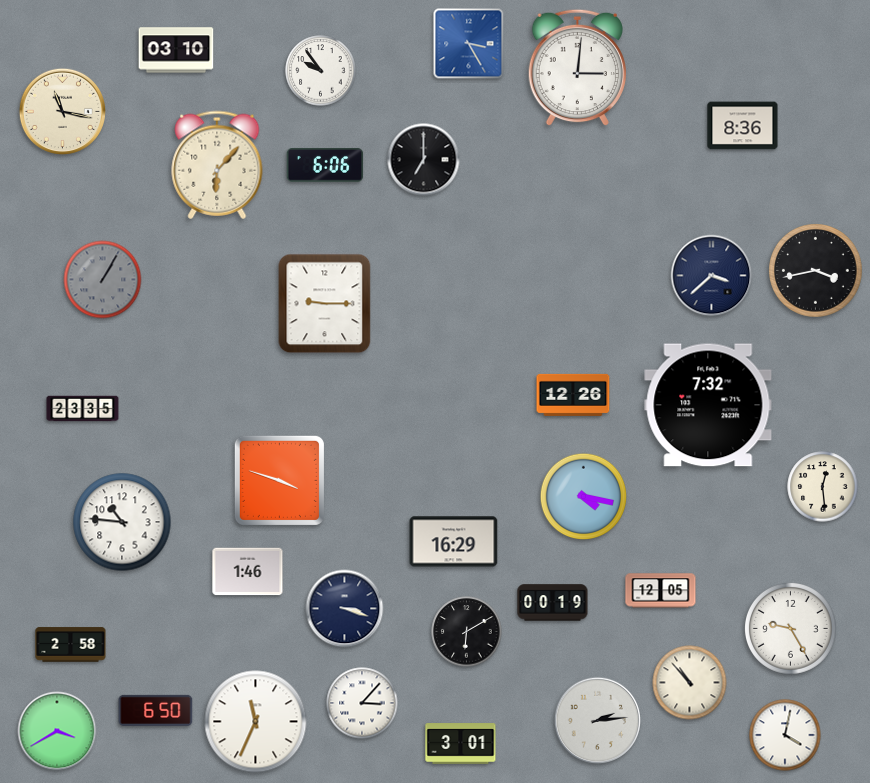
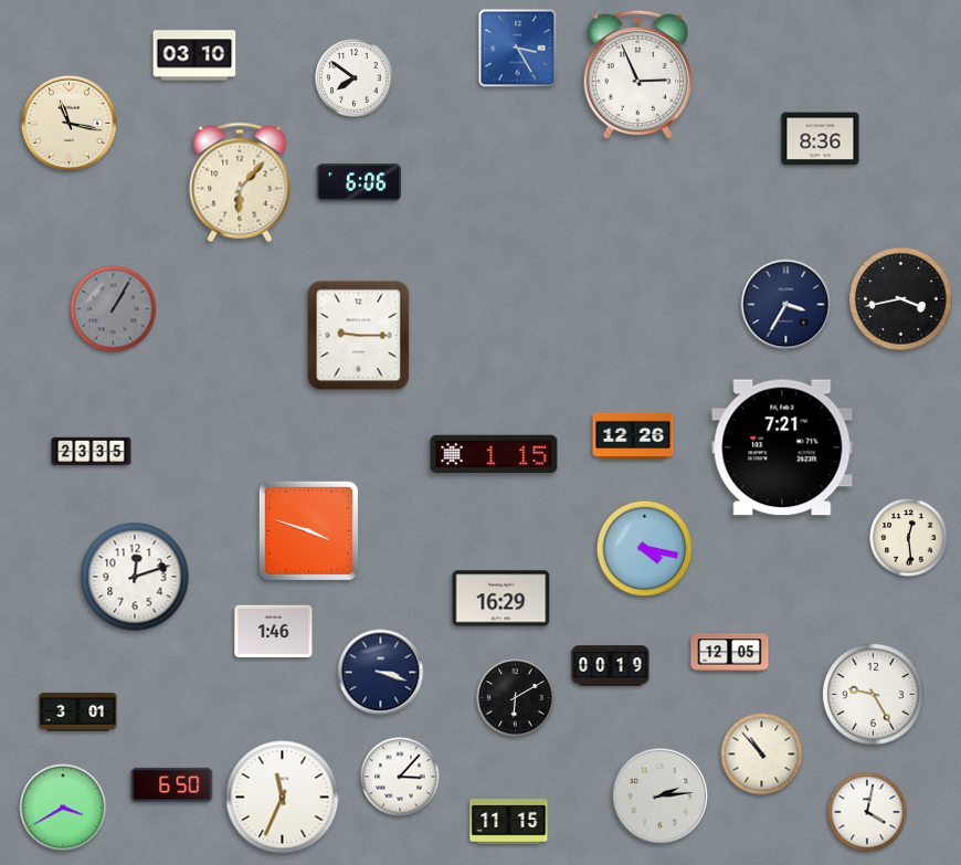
clock at (577, 68): 3:01 -> 2:56
clock at (321, 71): 9:54 -> 7:51
clock at (424, 160): 7:00 -> none
clock at (712, 276): 3:38 -> 3:35
clock at (708, 405): 7:32 -> 7:21
clock at (494, 454): none -> 1:15
clock at (122, 522): 10:46 -> 12:12
clock at (71, 645): 2:58 -> 3:01
clock at (461, 744): 3:01 -> 11:15
